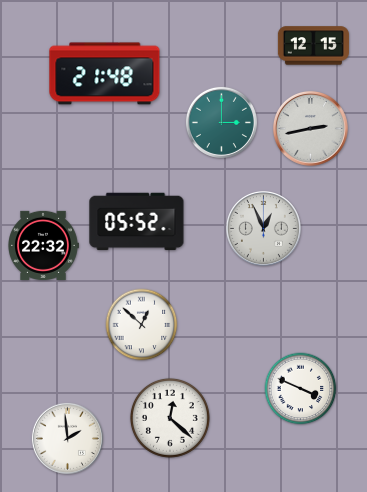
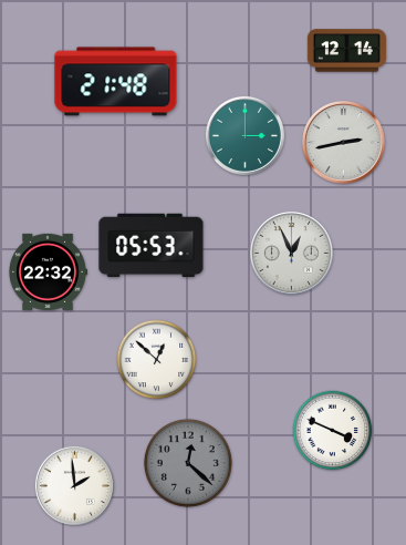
clock at (313, 46): 12:15 -> 12:14
clock at (137, 222): 05:52 -> 05:53
clock at (170, 418) dial: white -> grey
